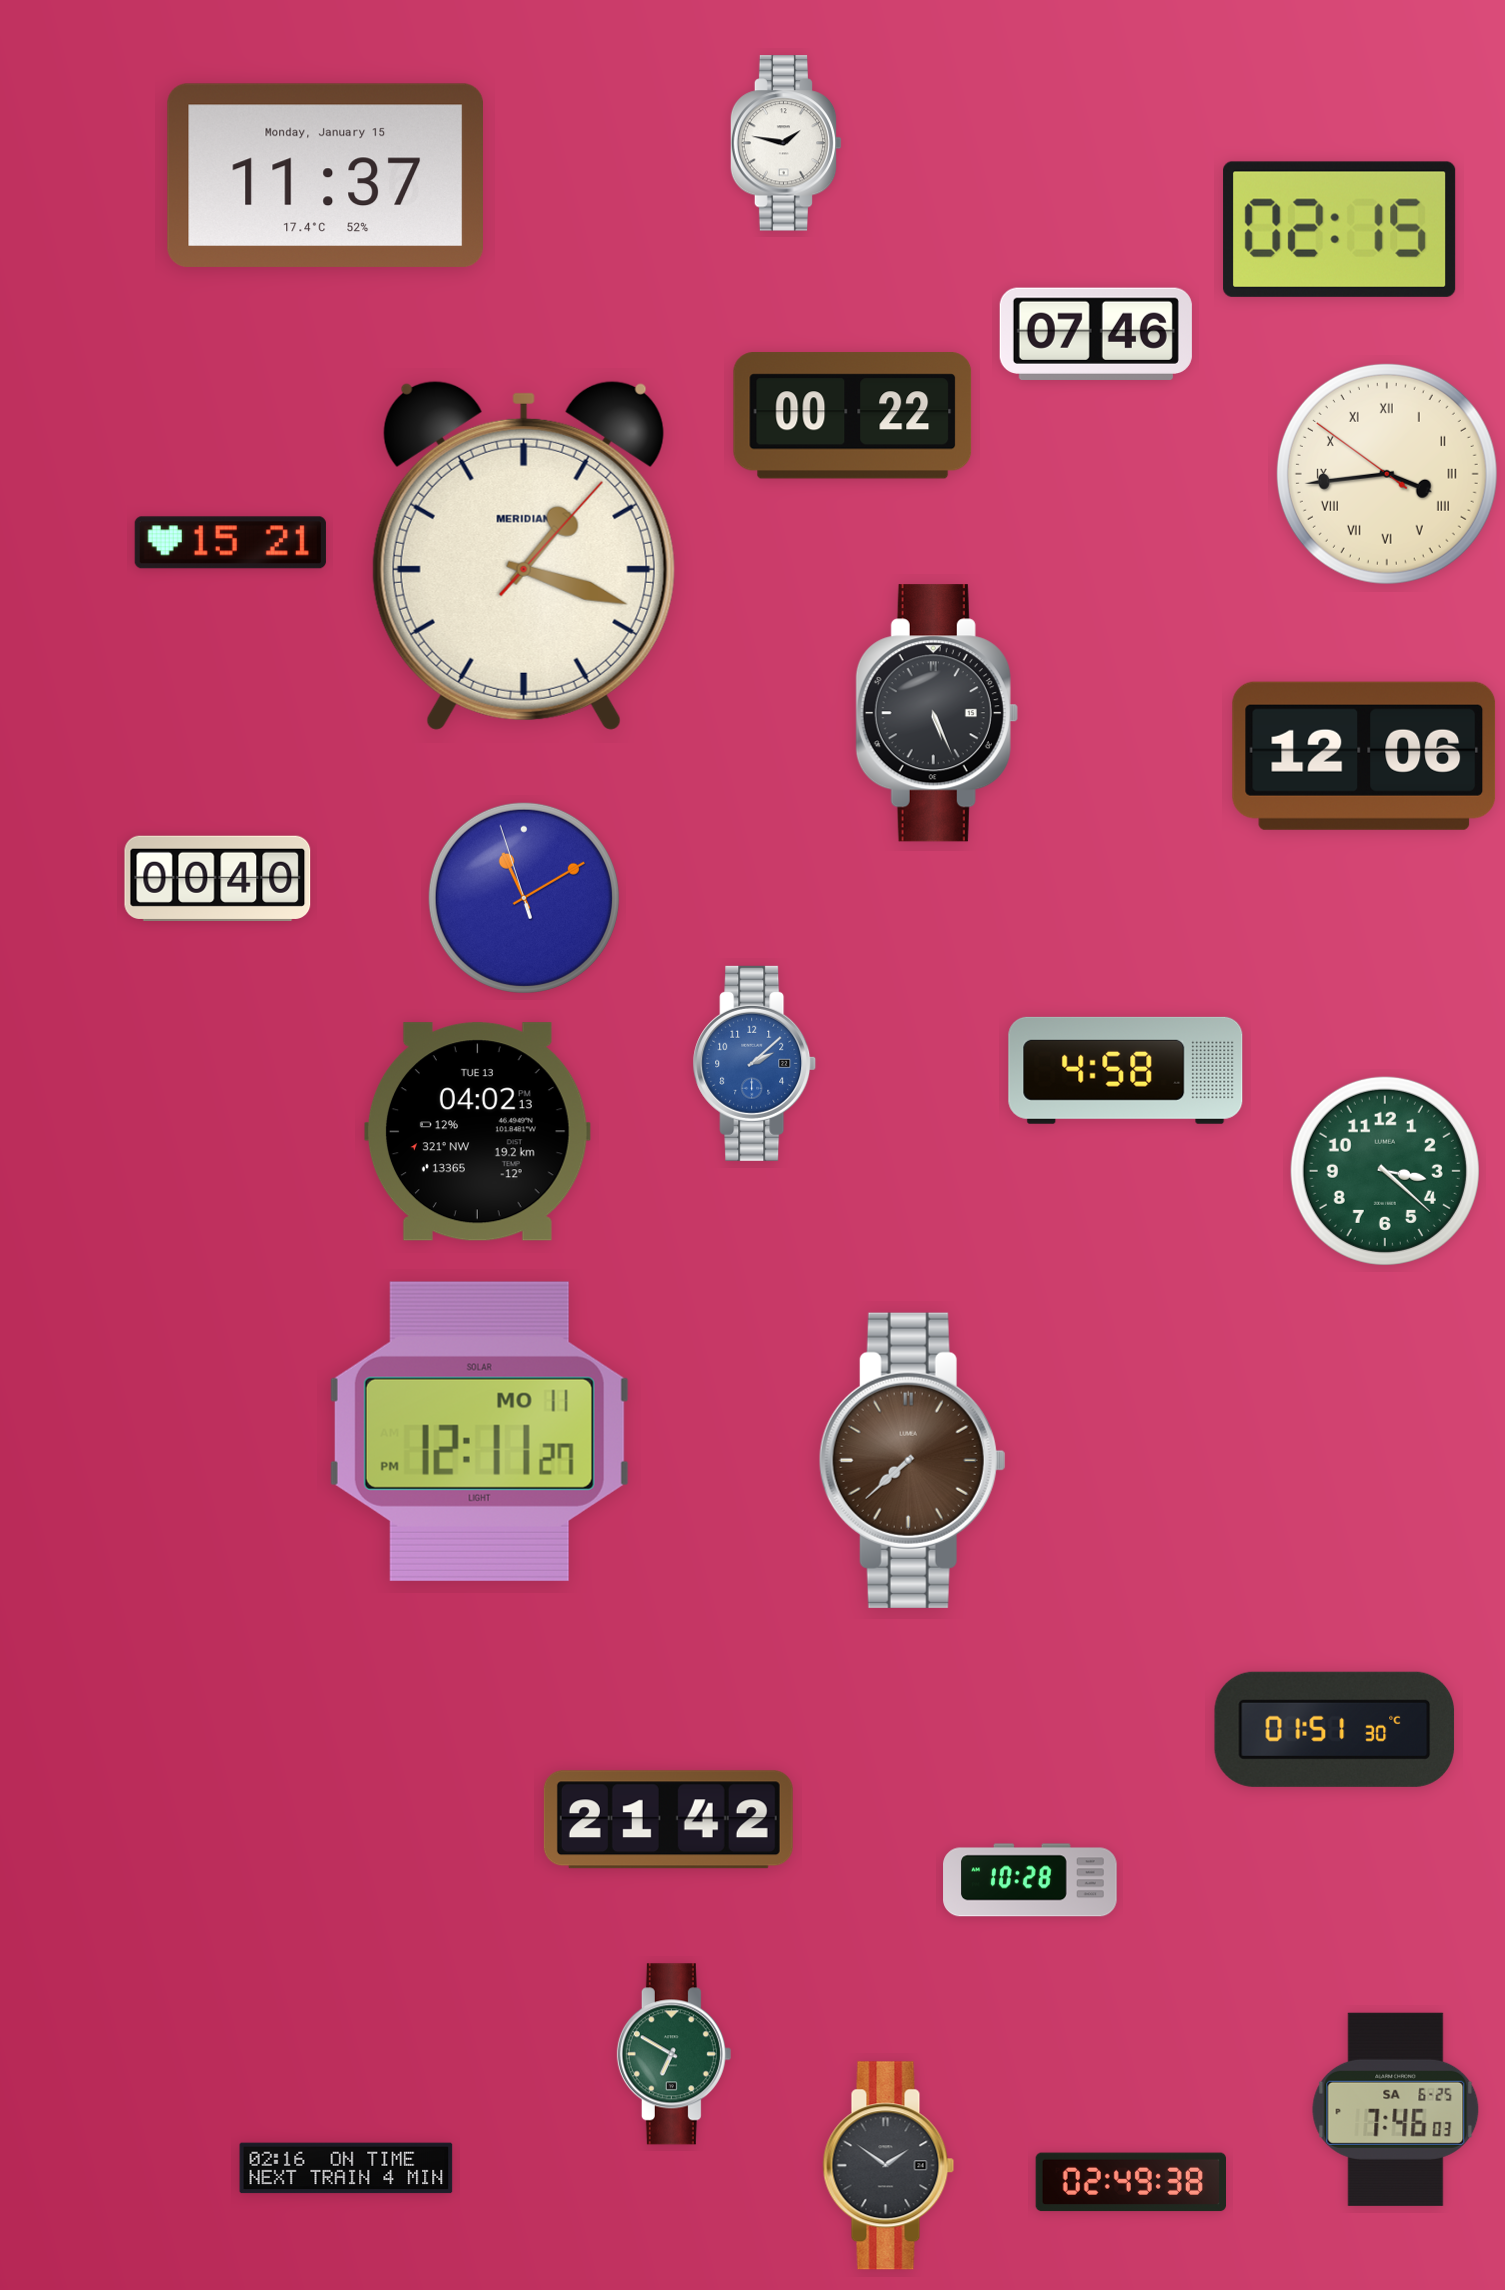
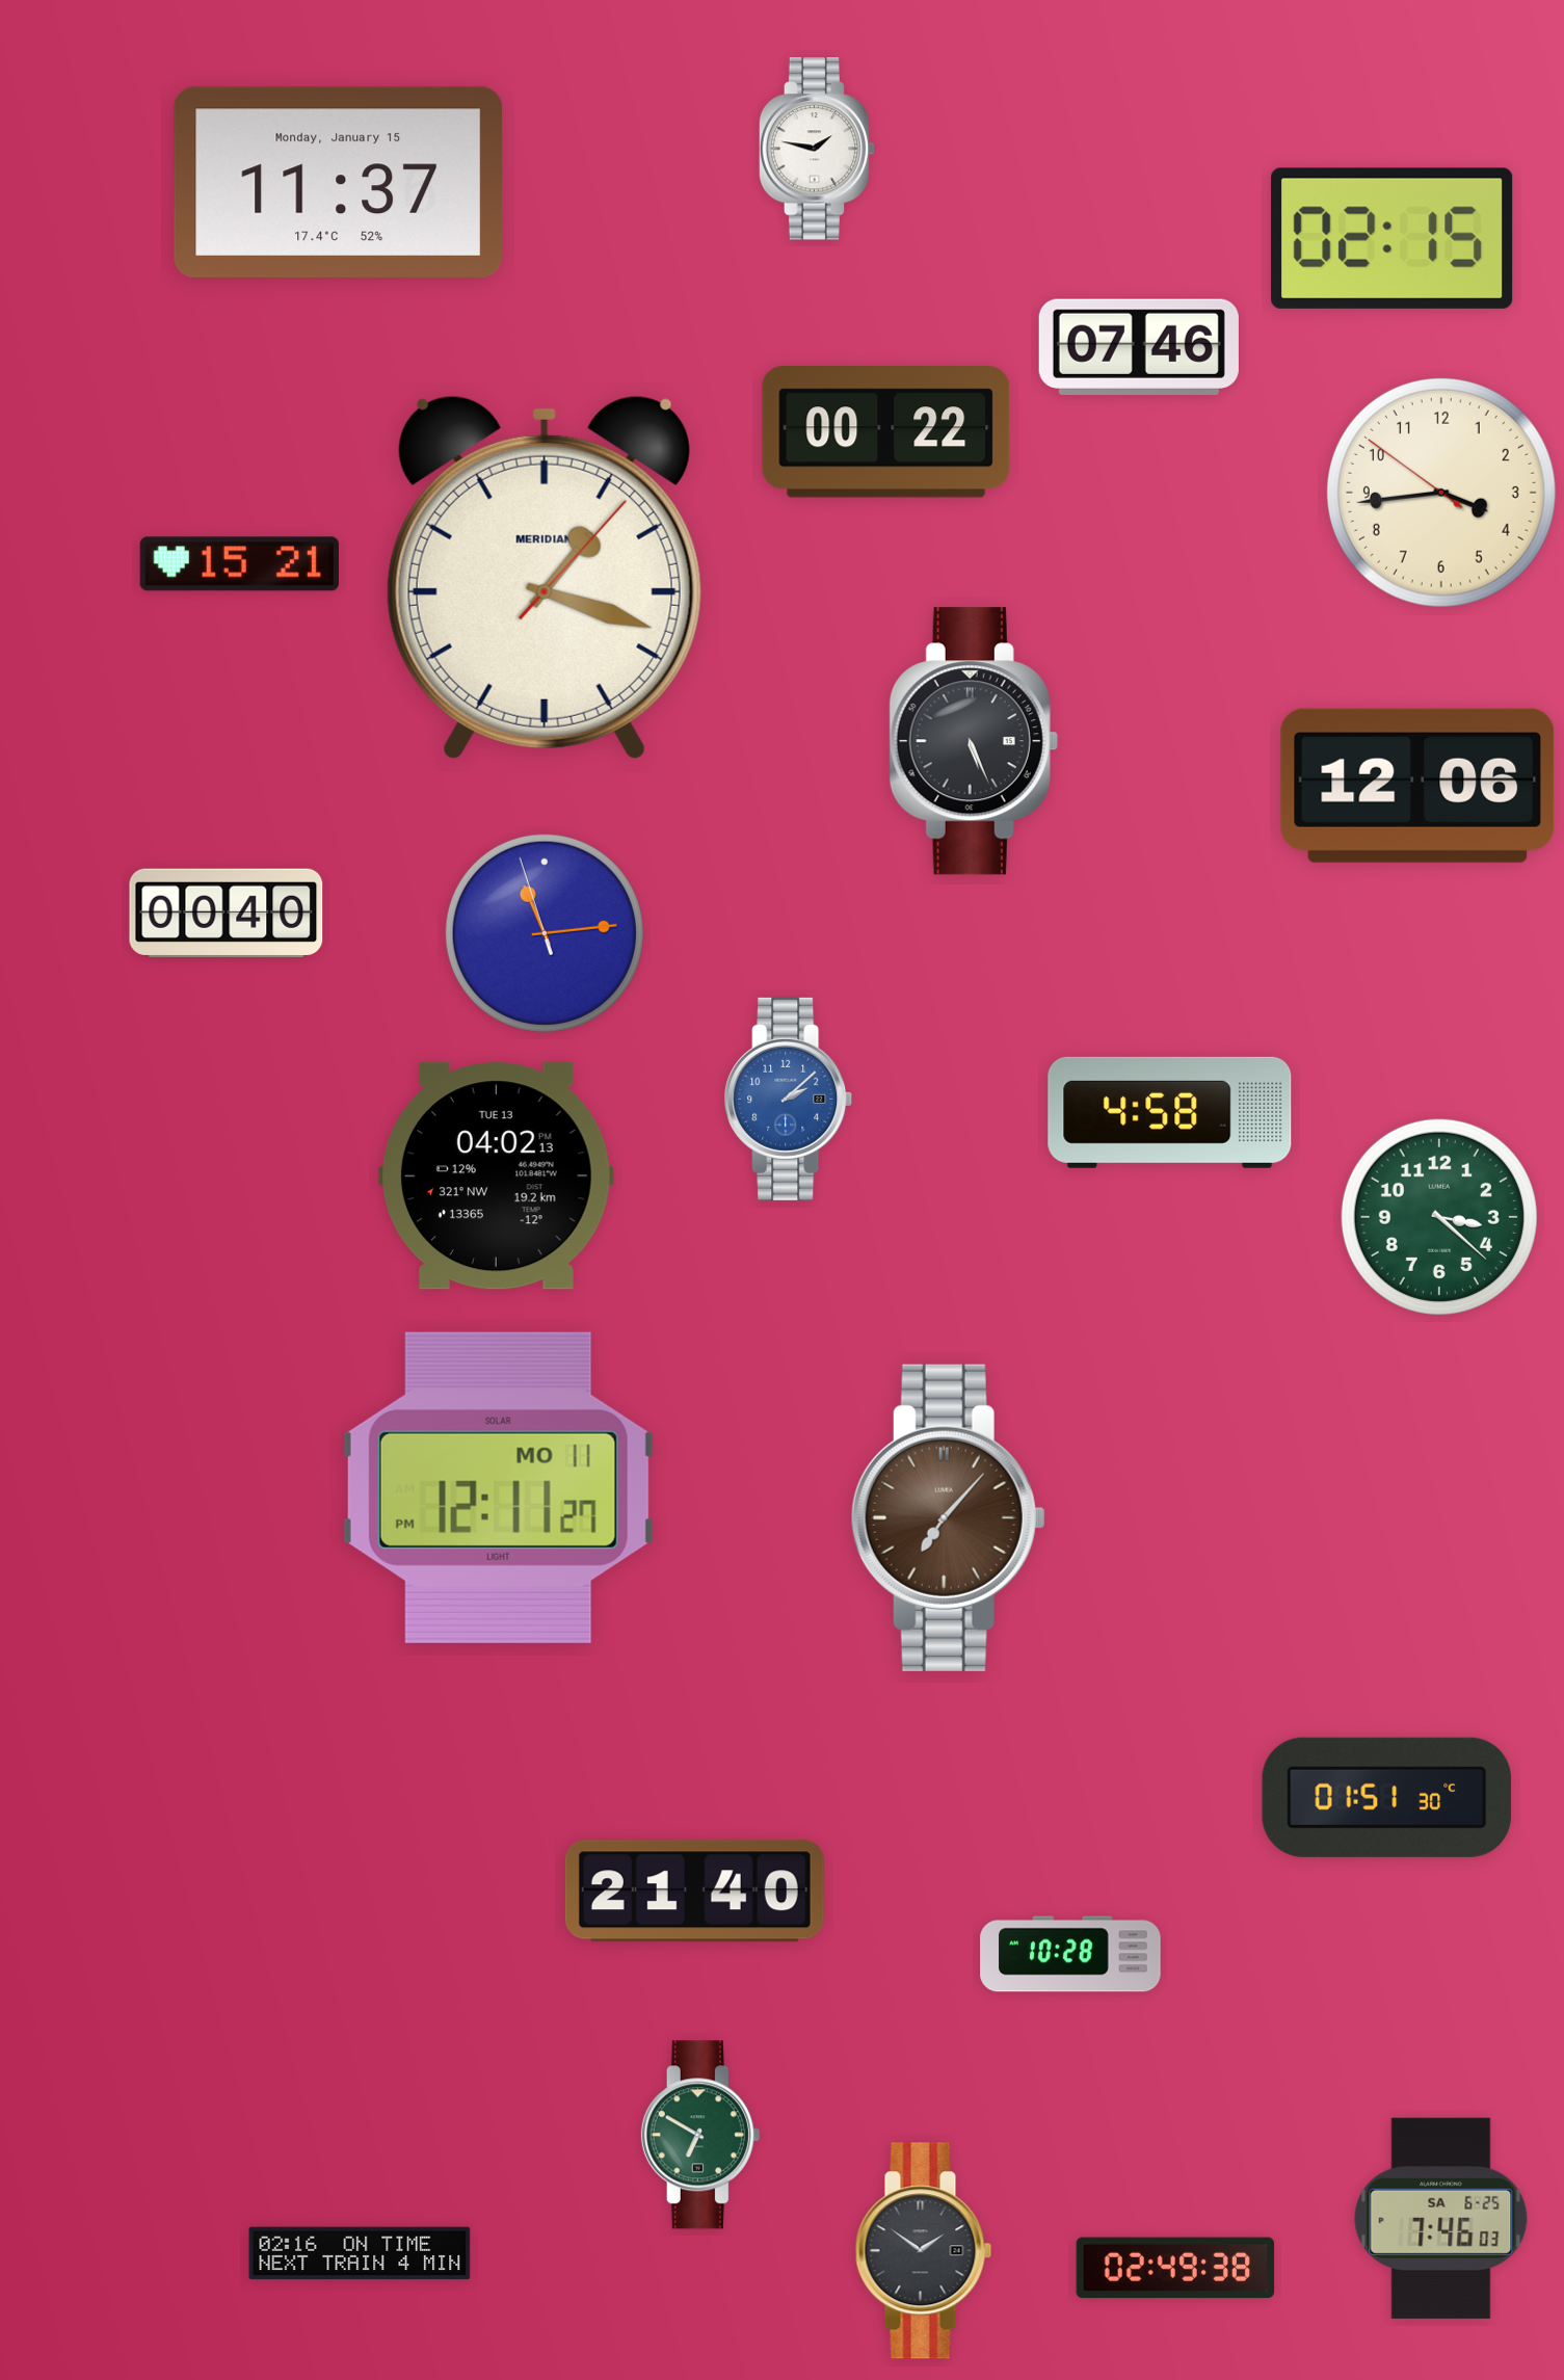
clock at (1387, 474) numerals: Roman -> Arabic
clock at (524, 898): 11:09 -> 11:13
clock at (755, 1063) position: (755, 1063) -> (789, 1099)
clock at (912, 1460): 7:38 -> 7:07
clock at (668, 1820): 21:42 -> 21:40
clock at (1396, 2109) position: (1396, 2109) -> (1441, 2218)
